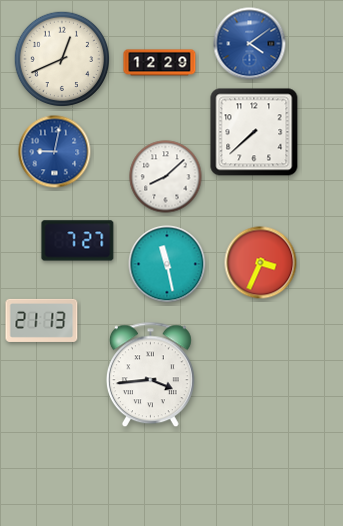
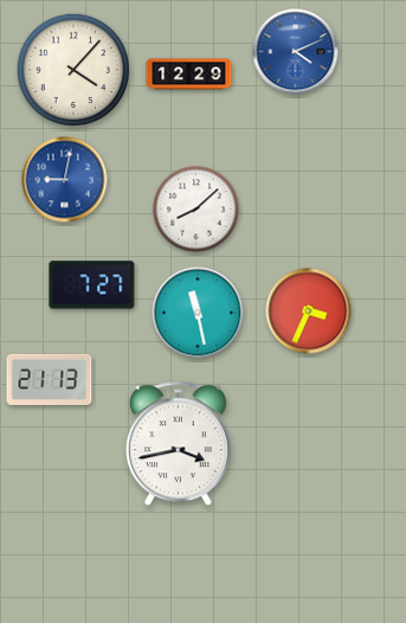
clock at (250, 44): 4:09 -> 4:11
clock at (62, 59): 12:41 -> 4:07
clock at (254, 132): 7:38 -> none
clock at (150, 375): 3:44 -> 3:43
